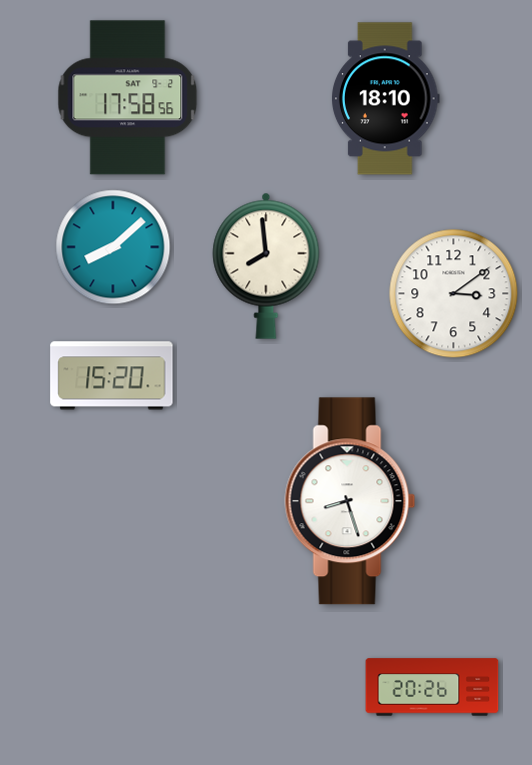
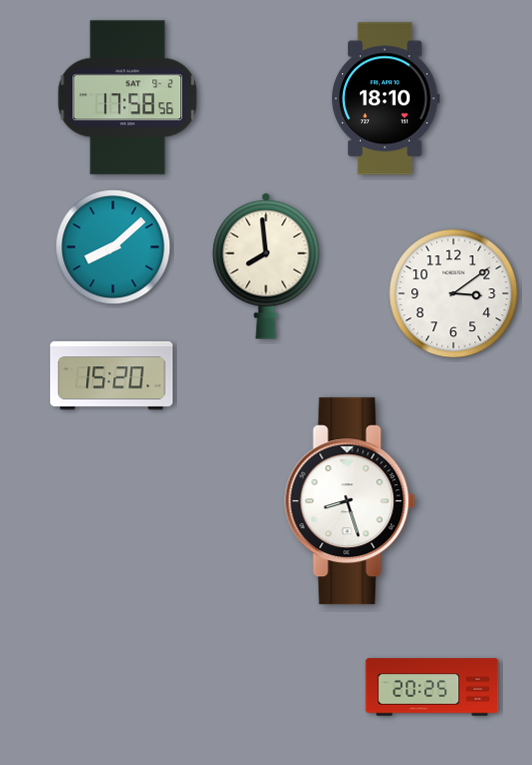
clock at (432, 687): 20:26 -> 20:25
